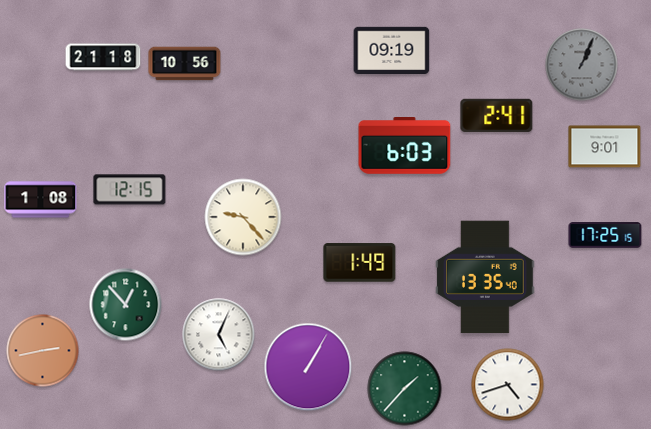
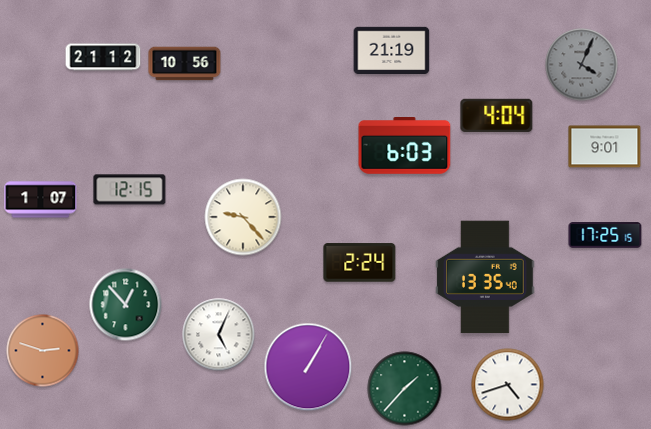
clock at (392, 50): 09:19 -> 21:19
clock at (103, 57): 21:18 -> 21:12
clock at (582, 65): 1:04 -> 4:04
clock at (497, 115): 2:41 -> 4:04
clock at (41, 200): 1:08 -> 1:07
clock at (360, 263): 1:49 -> 2:24
clock at (43, 351): 2:43 -> 2:48
